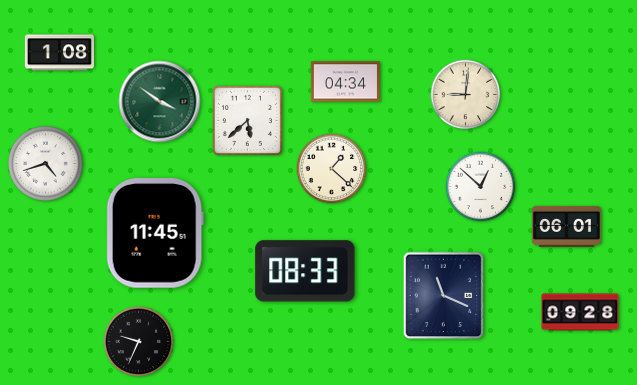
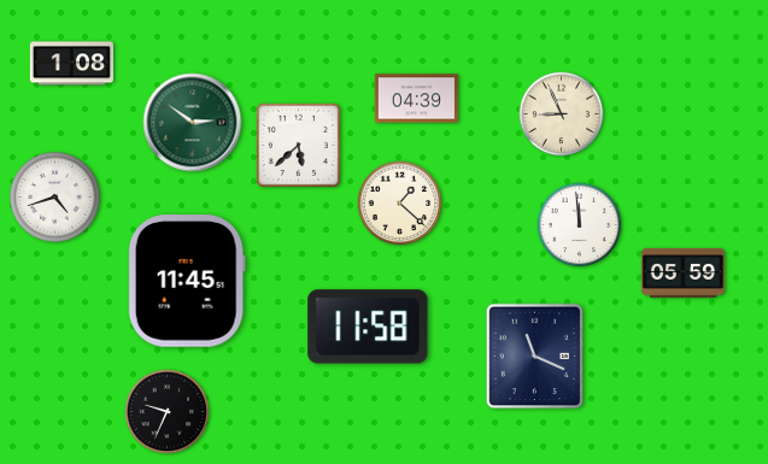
clock at (345, 82): 04:34 -> 04:39
clock at (466, 95): 9:01 -> 8:56
clock at (160, 102): 3:51 -> 2:51
clock at (481, 187): 12:52 -> 11:59
clock at (566, 226): 06:01 -> 05:59
clock at (305, 271): 08:33 -> 11:58
clock at (580, 312): 09:28 -> none
